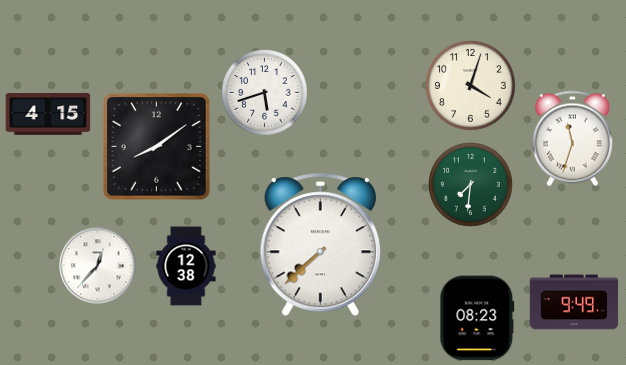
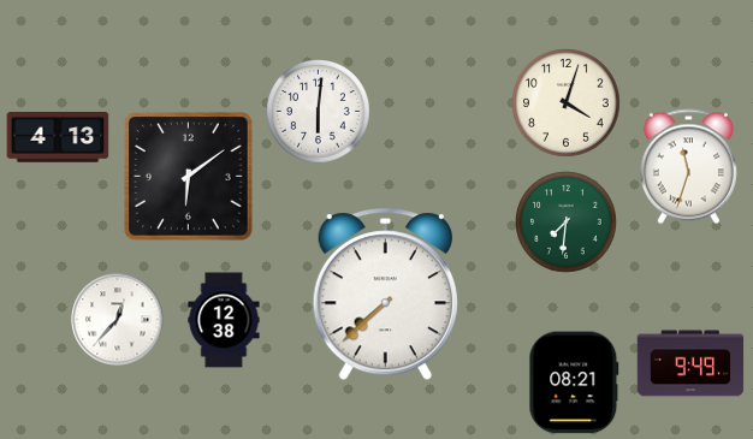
clock at (265, 93): 5:42 -> 6:01
clock at (48, 115): 4:15 -> 4:13
clock at (157, 147): 8:09 -> 6:09
clock at (477, 318): 08:23 -> 08:21
